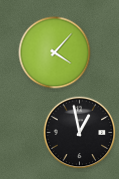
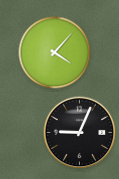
clock at (80, 133): 12:58 -> 9:04
